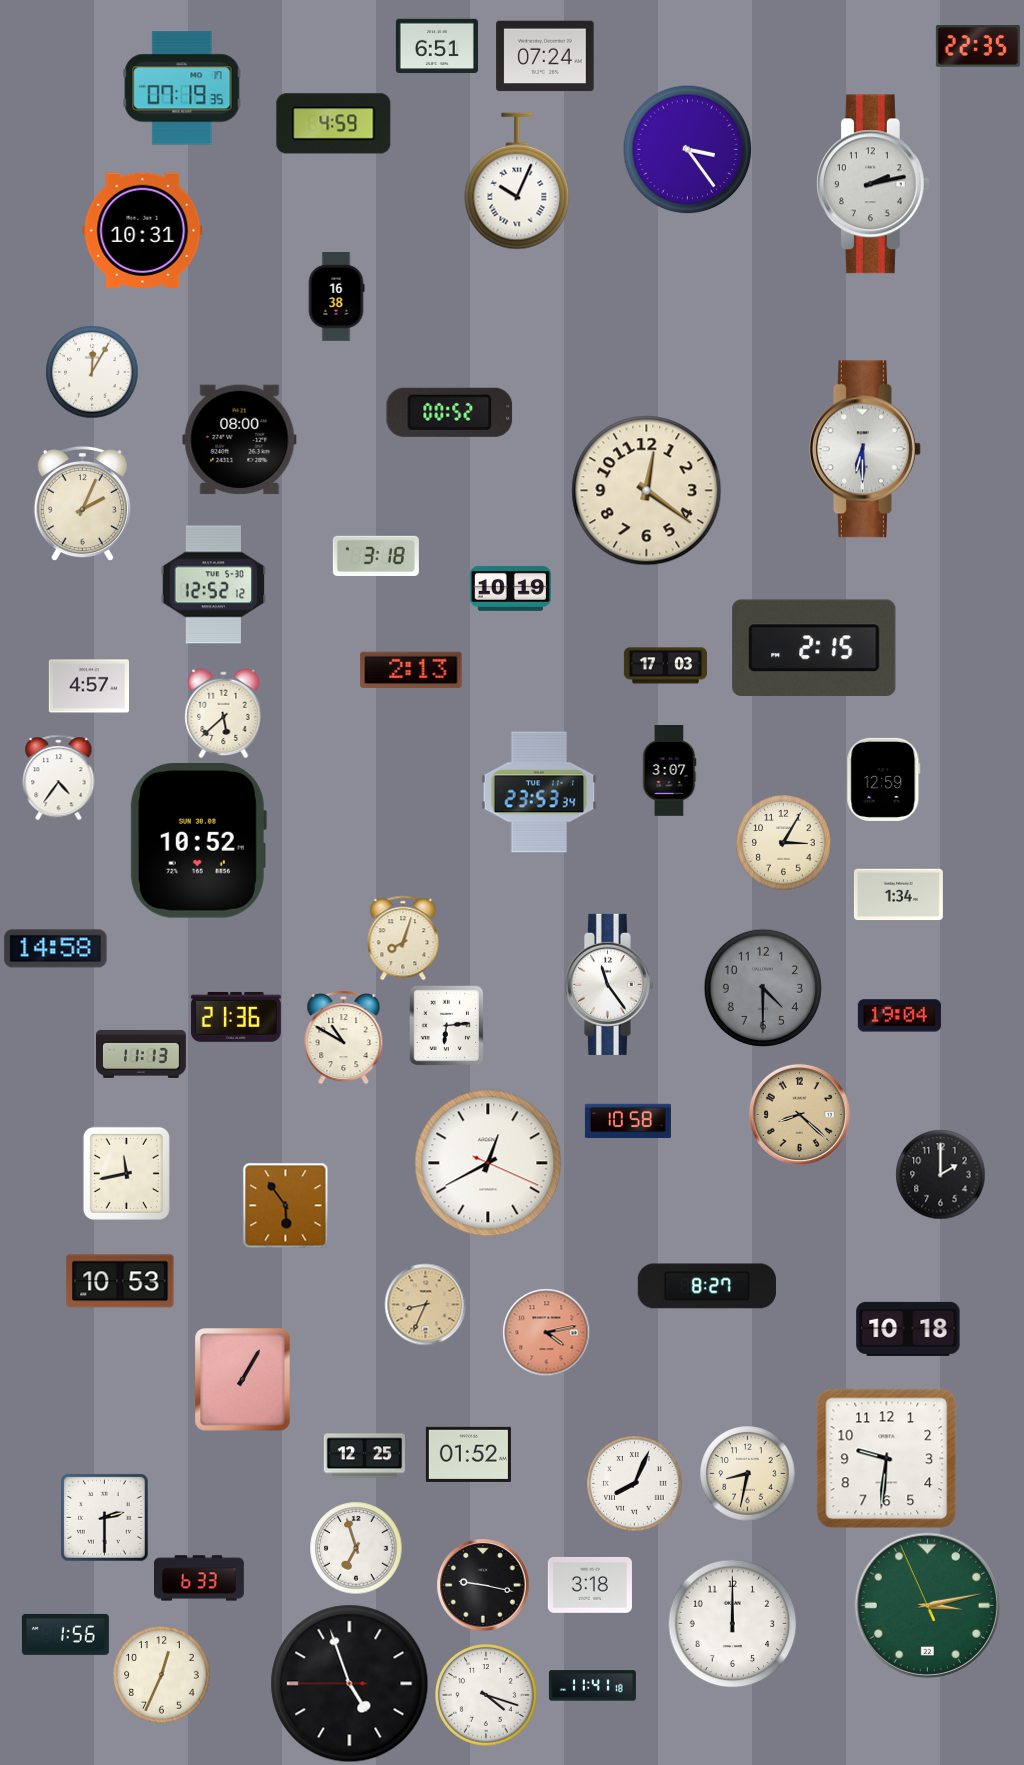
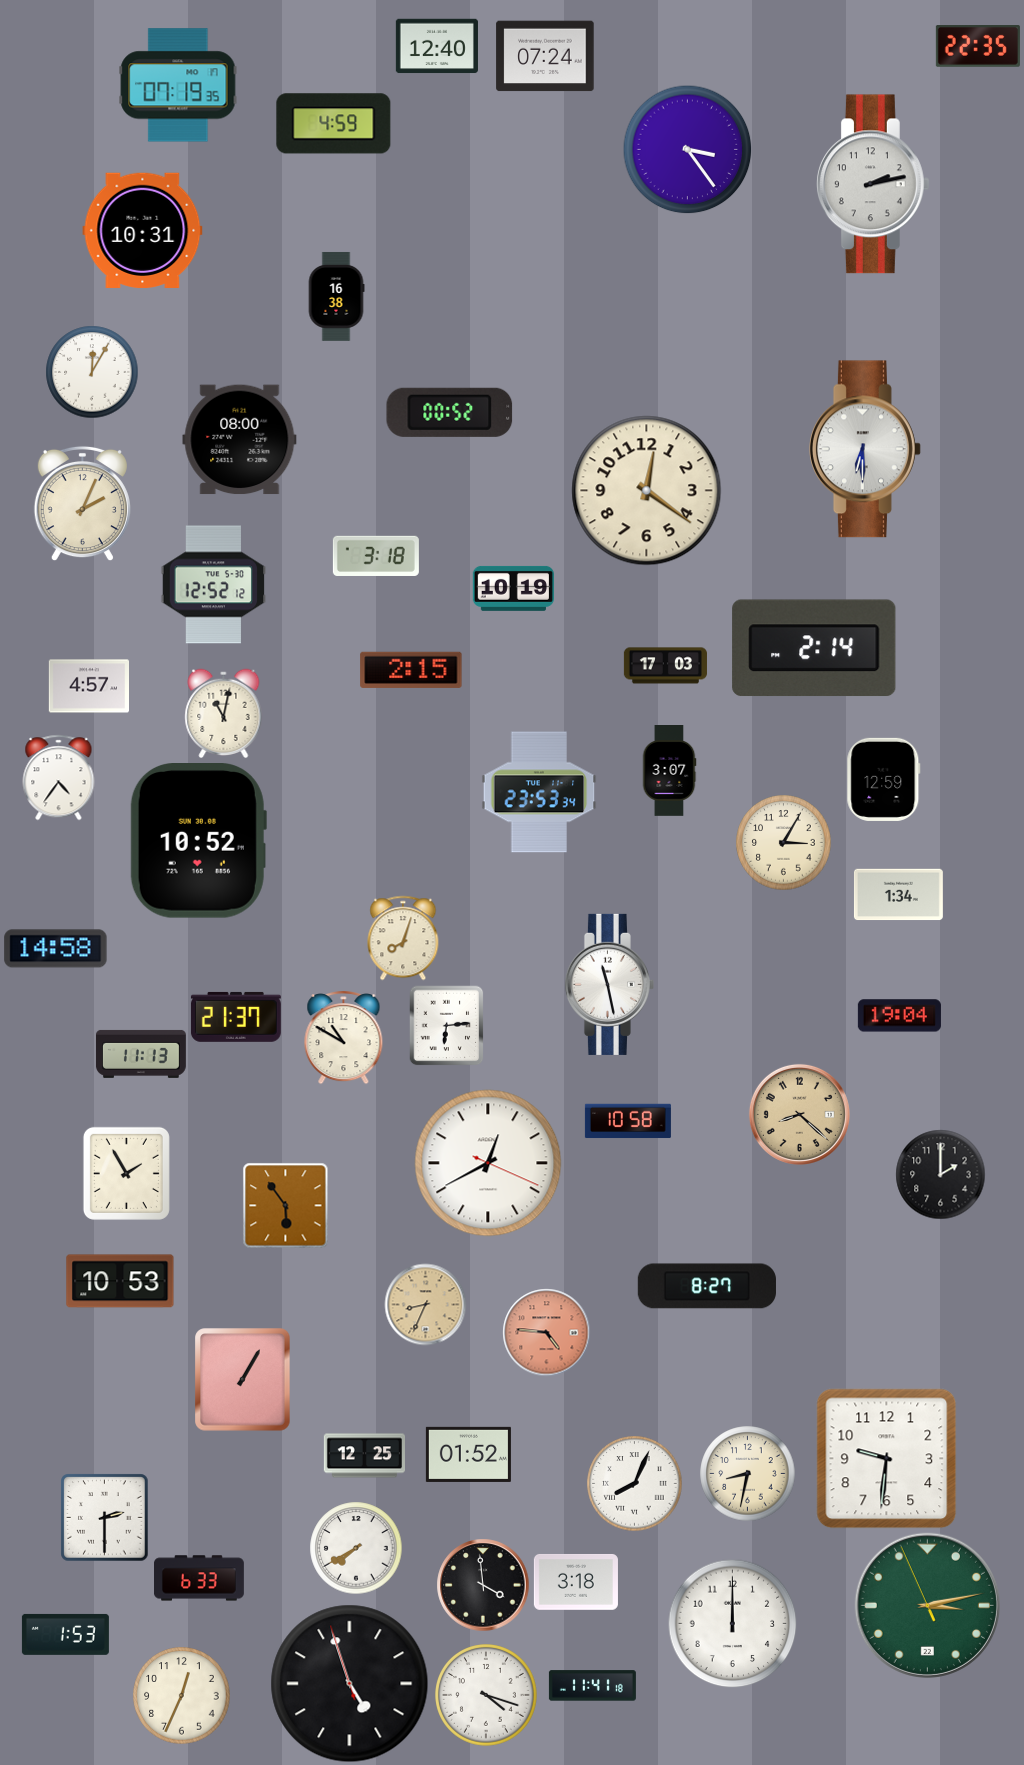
clock at (437, 46): 6:51 -> 12:40
clock at (182, 88) position: (182, 88) -> (178, 85)
clock at (517, 181): 10:04 -> none
clock at (510, 588) position: (510, 588) -> (513, 588)
clock at (814, 648): 2:15 -> 2:14
clock at (411, 670): 2:13 -> 2:15
clock at (224, 713): 5:38 -> 11:02
clock at (609, 984): 11:24 -> 11:28
clock at (763, 988): 4:30 -> none
clock at (236, 1017): 21:36 -> 21:37
clock at (126, 1173): 11:43 -> 1:55
clock at (908, 1329): 10:18 -> none
clock at (546, 1332): 4:13 -> 4:46
clock at (356, 1548): 6:57 -> 7:40
clock at (483, 1585): 9:17 -> 3:59
clock at (590, 1585) position: (590, 1585) -> (576, 1582)
clock at (65, 1634): 1:56 -> 1:53
clock at (162, 1675) position: (162, 1675) -> (182, 1696)
clock at (350, 1684): 4:56:45 -> 4:56:57
